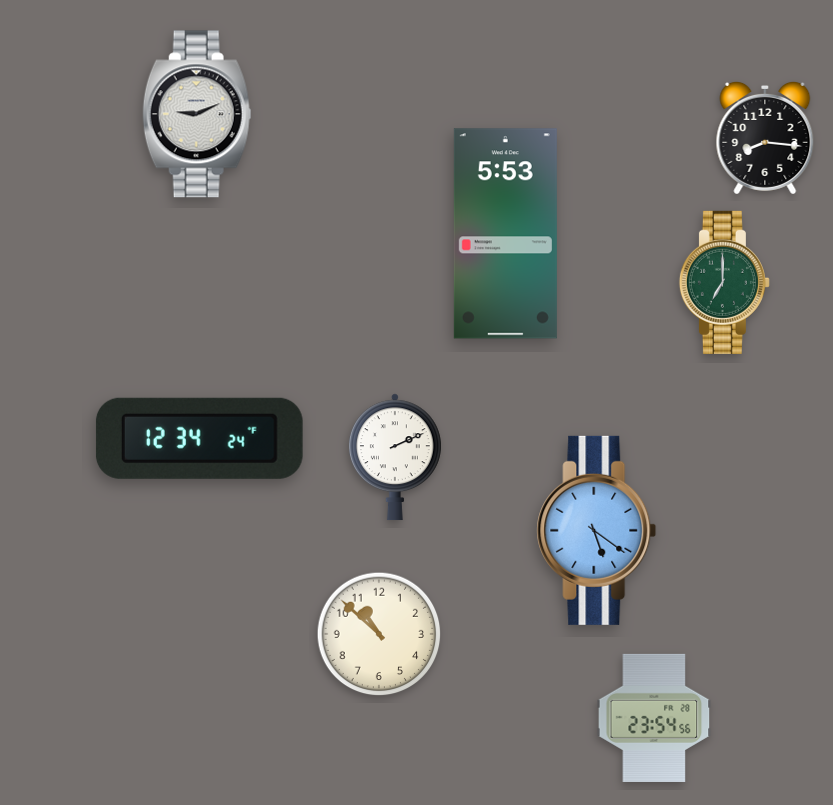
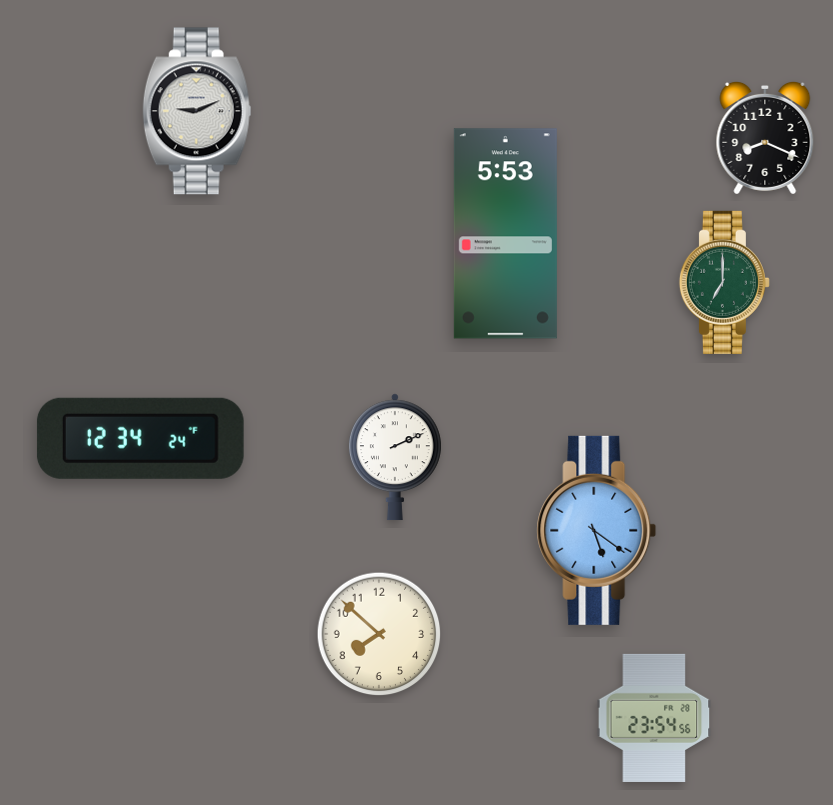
clock at (197, 114) position: (197, 114) -> (197, 111)
clock at (765, 138): 8:16 -> 8:19
clock at (199, 438) position: (199, 438) -> (140, 438)
clock at (379, 634): 10:52 -> 7:52
